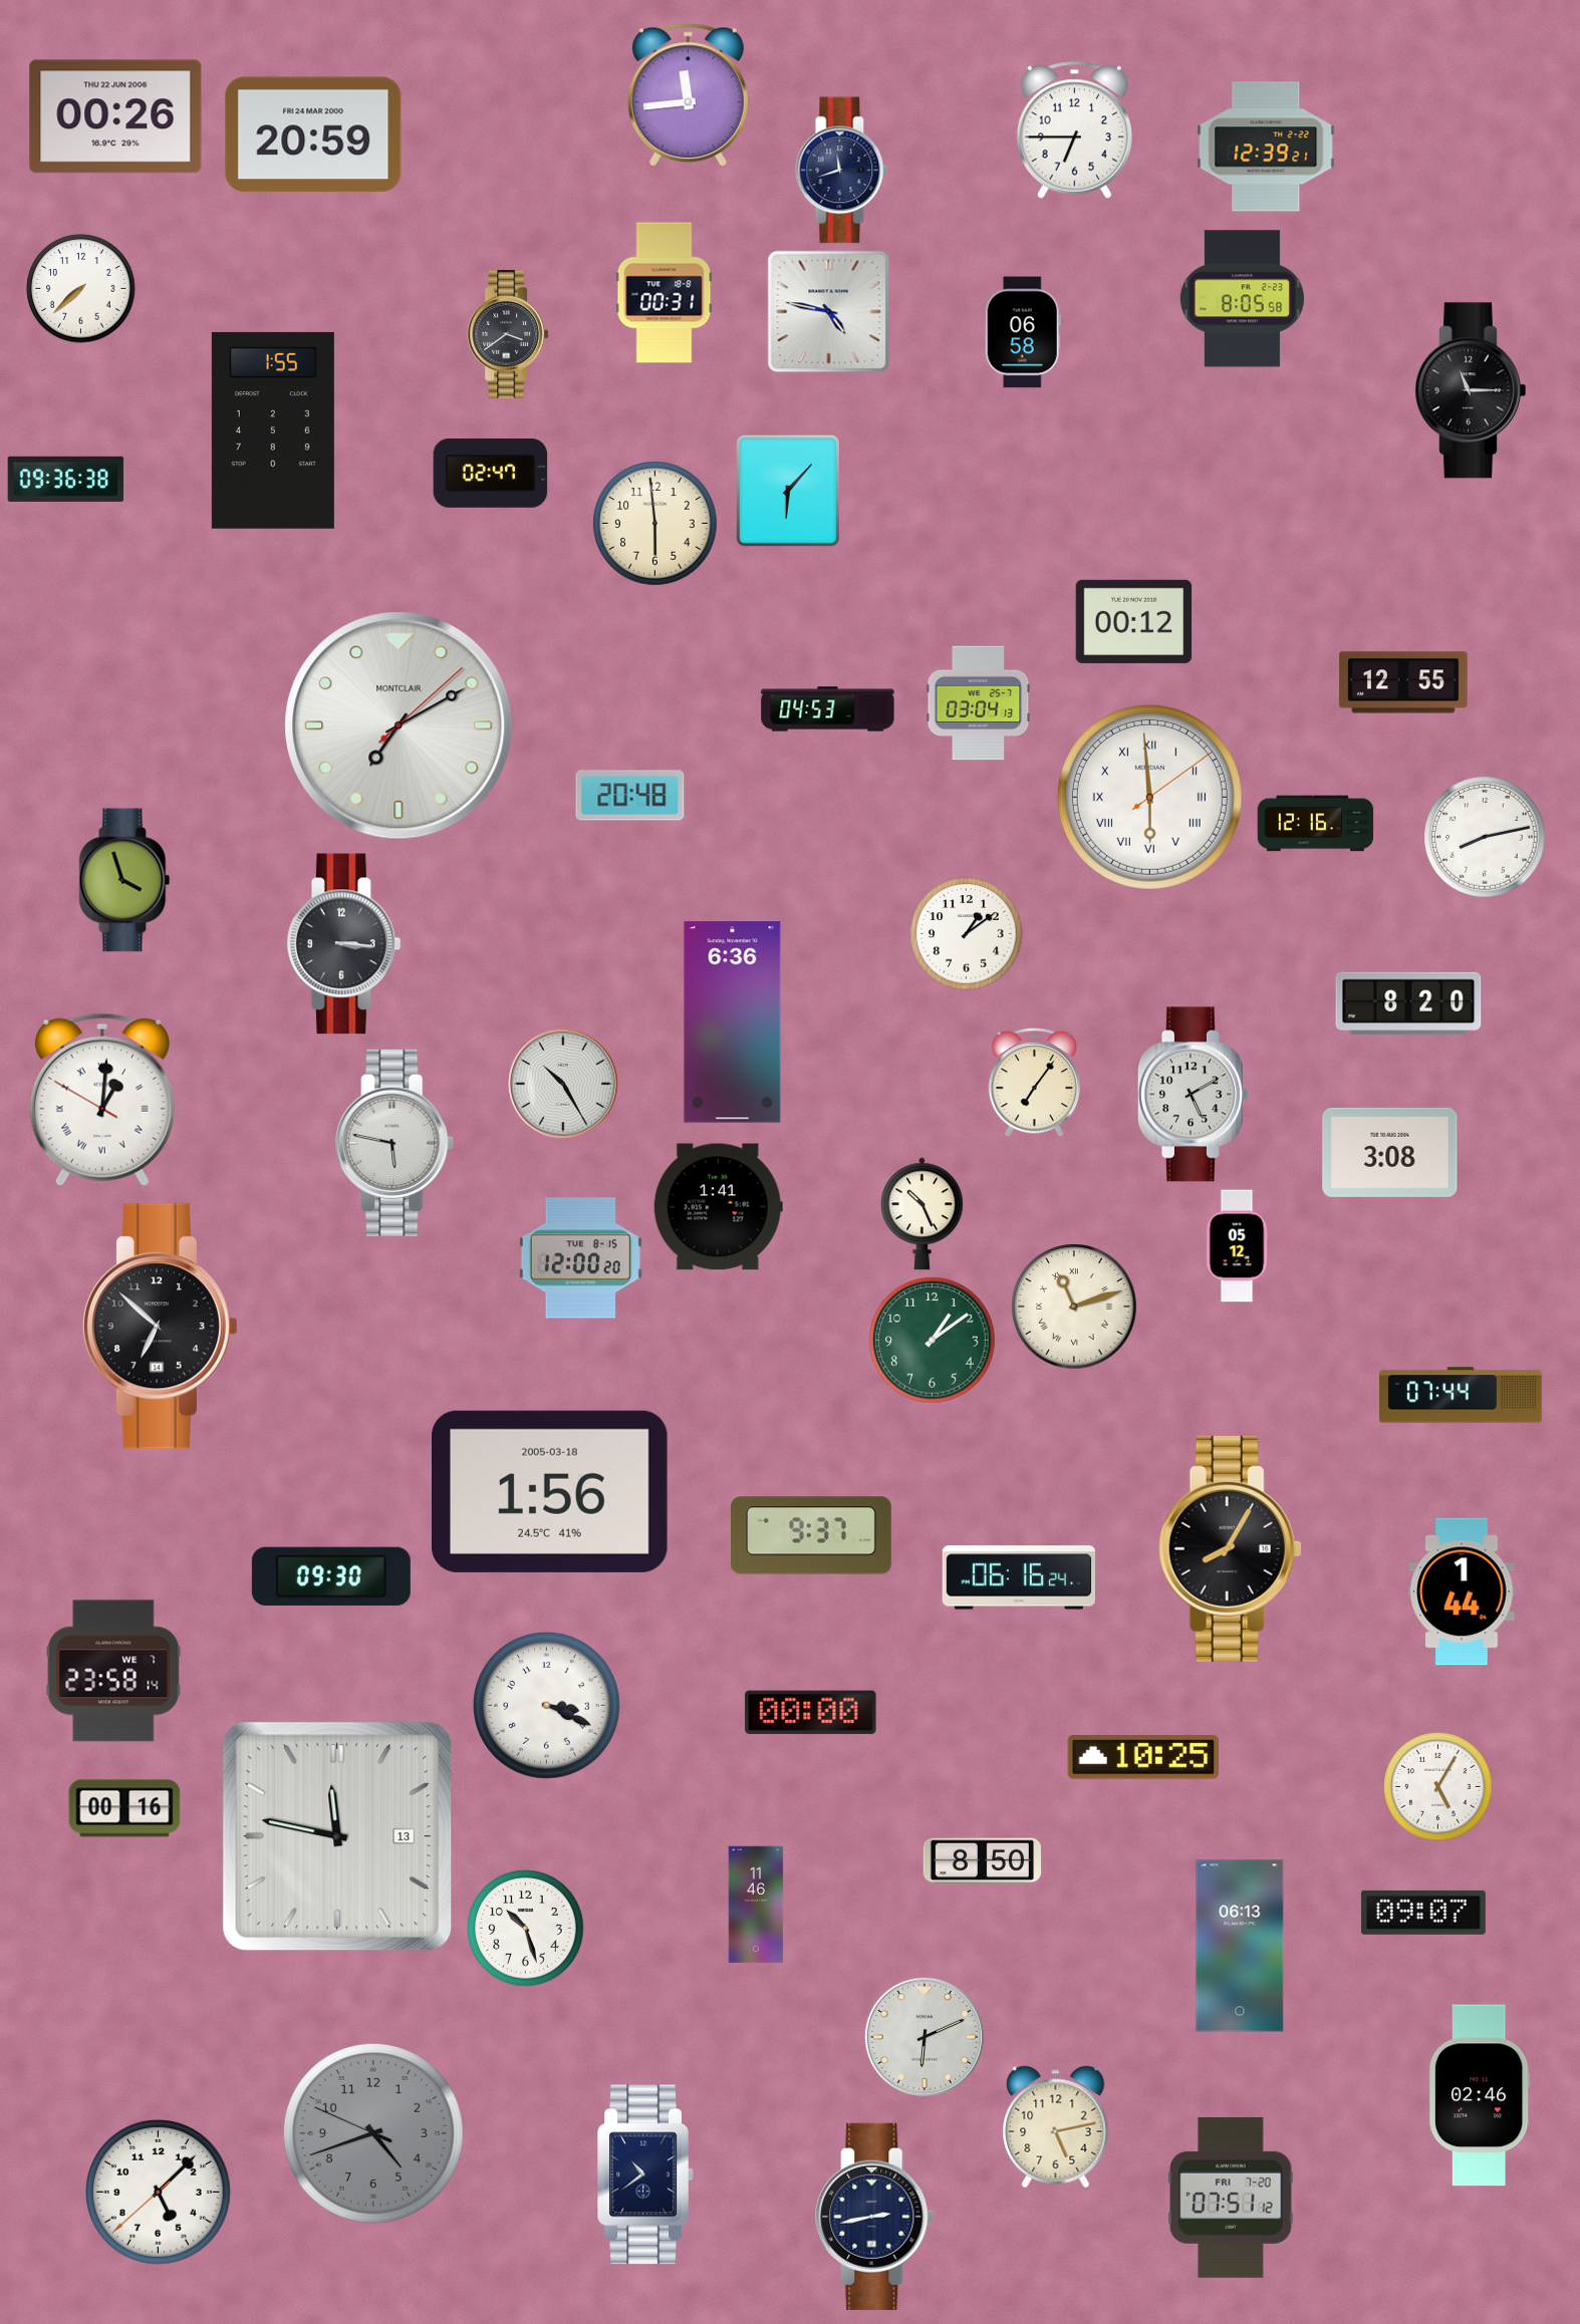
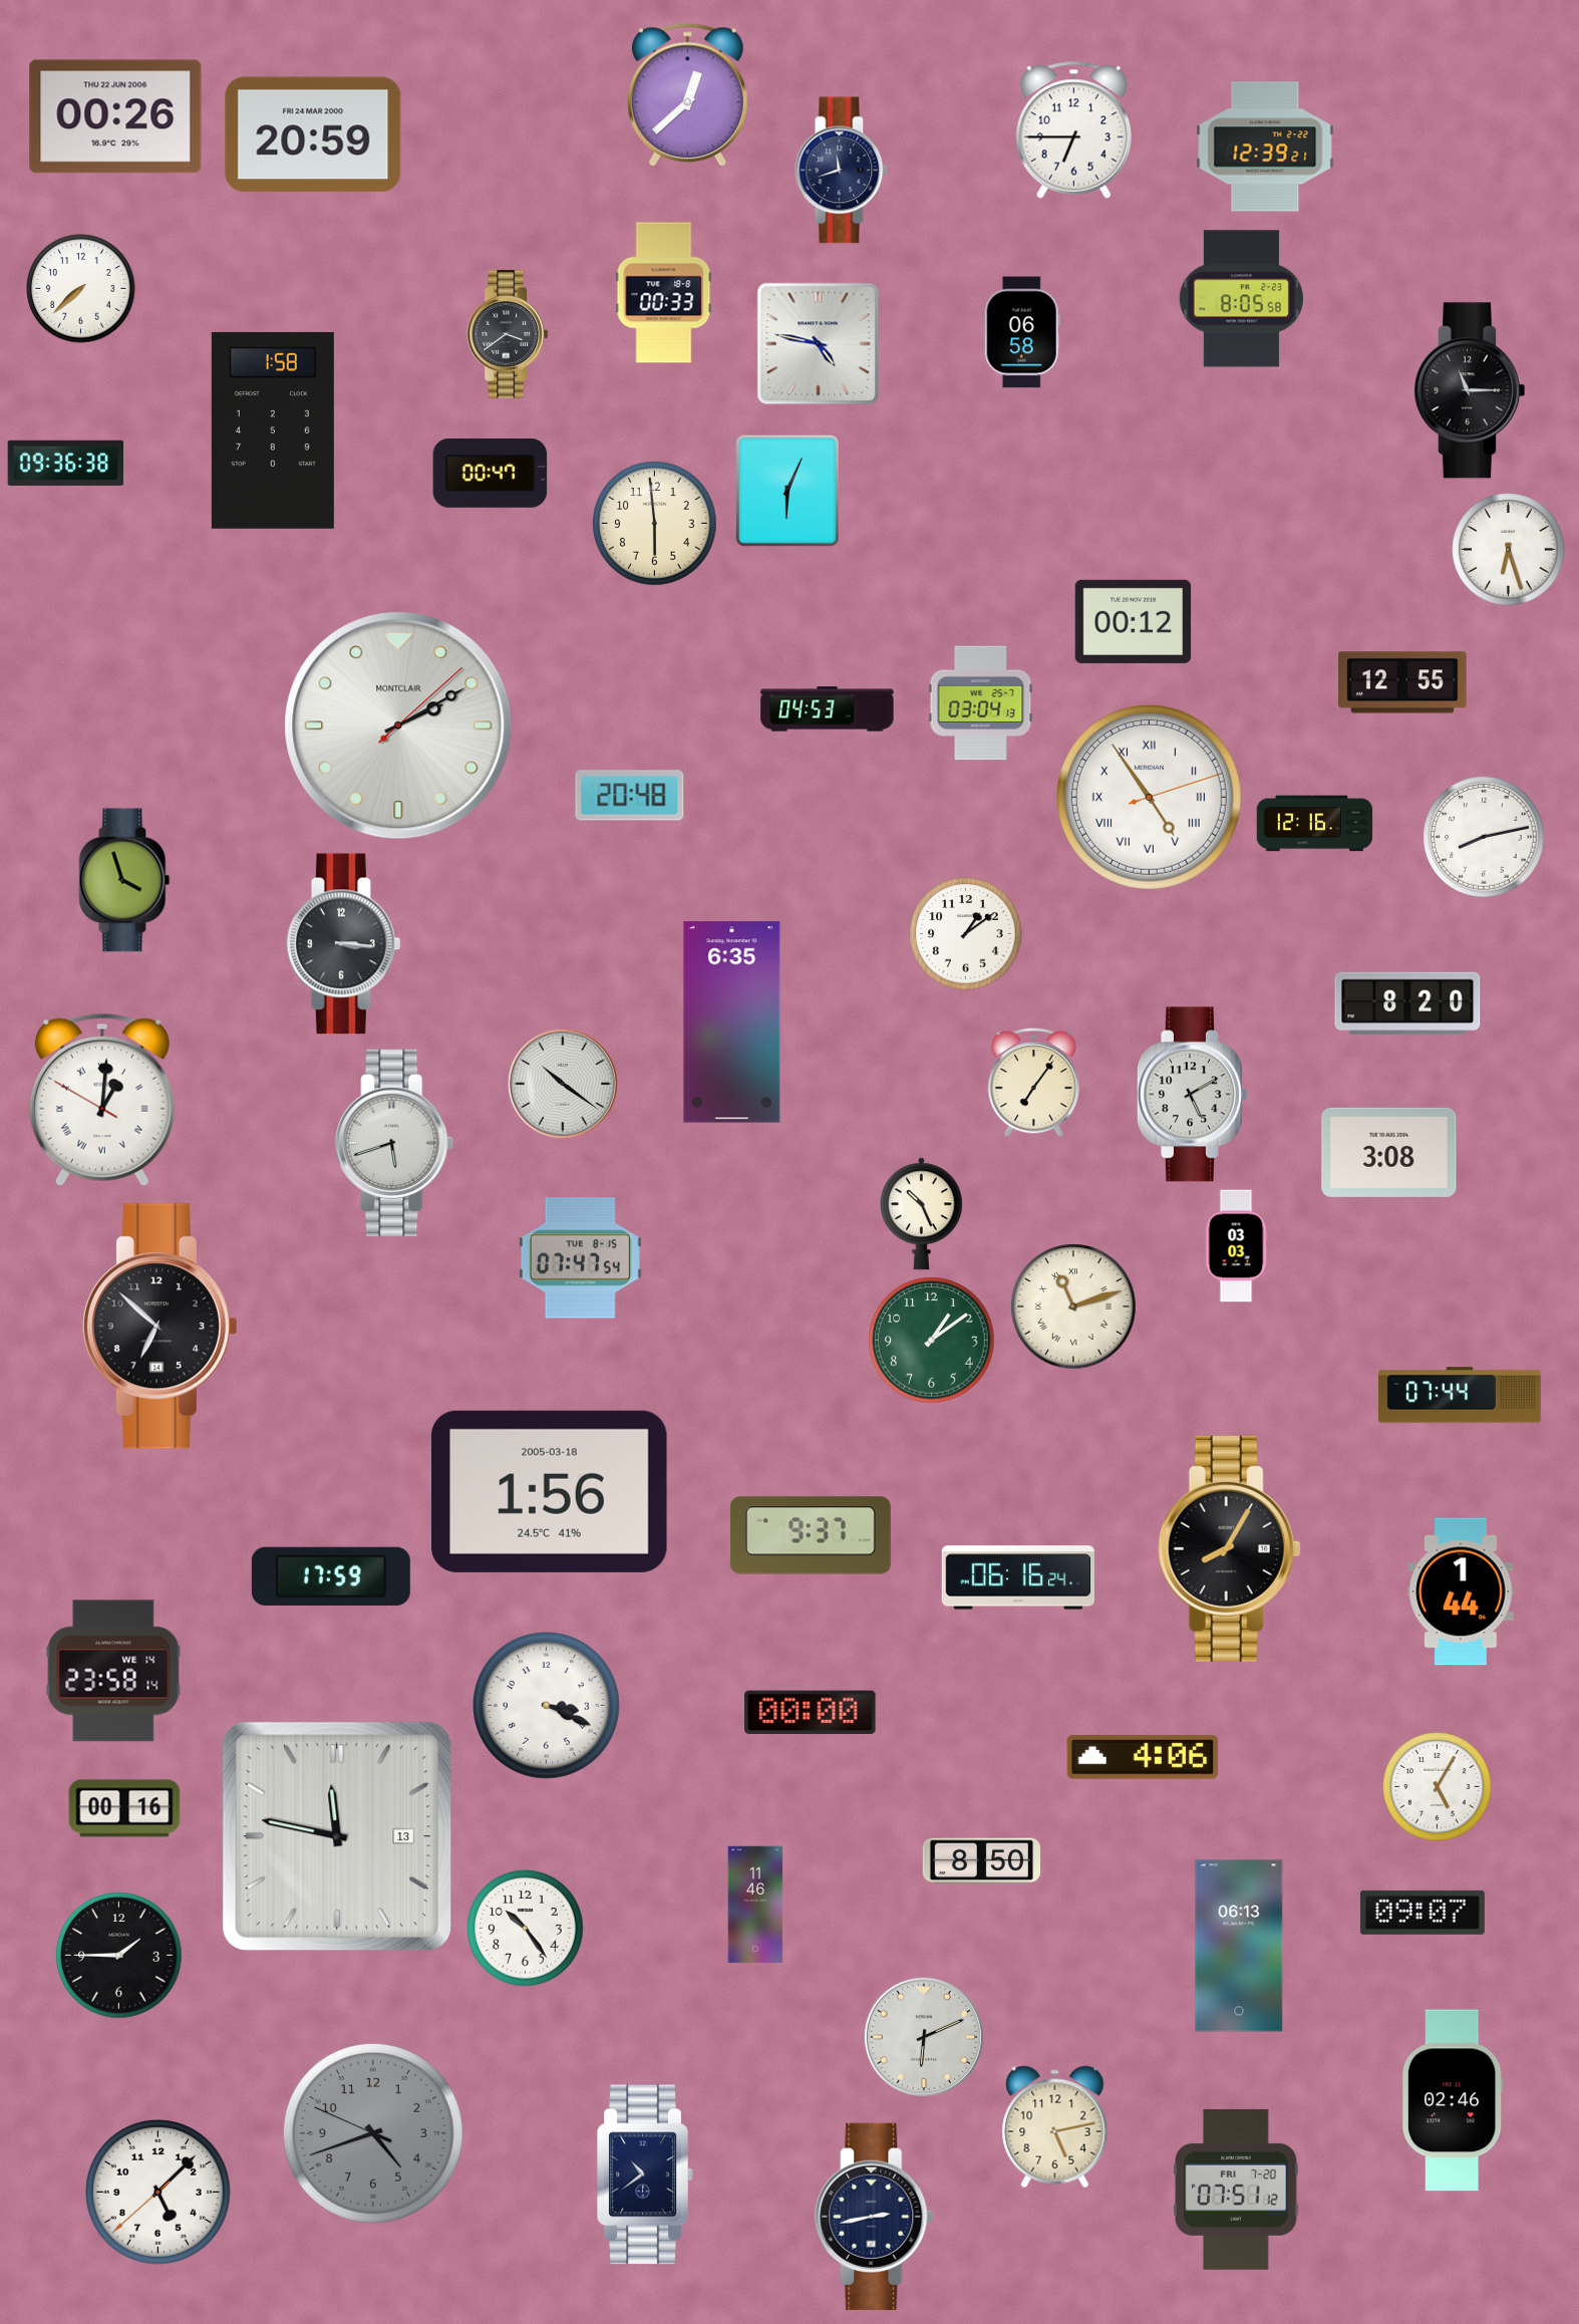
clock at (688, 95): 11:44 -> 12:38
clock at (665, 293): 00:31 -> 00:33
clock at (829, 312) position: (829, 312) -> (819, 344)
clock at (273, 430): 1:55 -> 1:58
clock at (491, 473): 02:47 -> 00:47
clock at (66, 479) position: (66, 479) -> (66, 463)
clock at (788, 491): 6:07 -> 6:04
clock at (1509, 550): none -> 6:27
clock at (979, 703) position: (979, 703) -> (981, 703)
clock at (399, 725): 7:10 -> 2:10
clock at (1149, 797): 5:59 -> 4:54
clock at (733, 1023): 6:36 -> 6:35
clock at (563, 1084): 10:25 -> 10:21
clock at (396, 1143): 5:47 -> 5:42
clock at (718, 1207): 1:41 -> none
clock at (1237, 1246): 05:12 -> 03:03
clock at (580, 1258): 12:00 -> 07:47
clock at (331, 1576): 09:30 -> 17:59
clock at (113, 1671) date: WE 7 -> WE 14
clock at (1142, 1757): 10:25 -> 4:06
clock at (526, 1929): 10:27 -> 10:24
clock at (119, 1956): none -> 1:45
clock at (1480, 2095) position: (1480, 2095) -> (1453, 2100)
clock at (1231, 2198) position: (1231, 2198) -> (1236, 2190)
